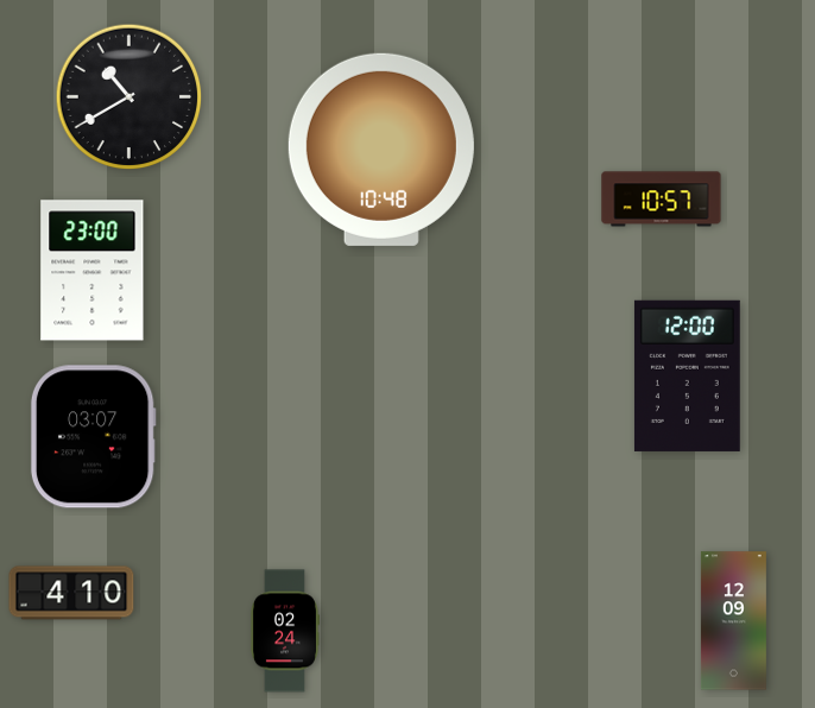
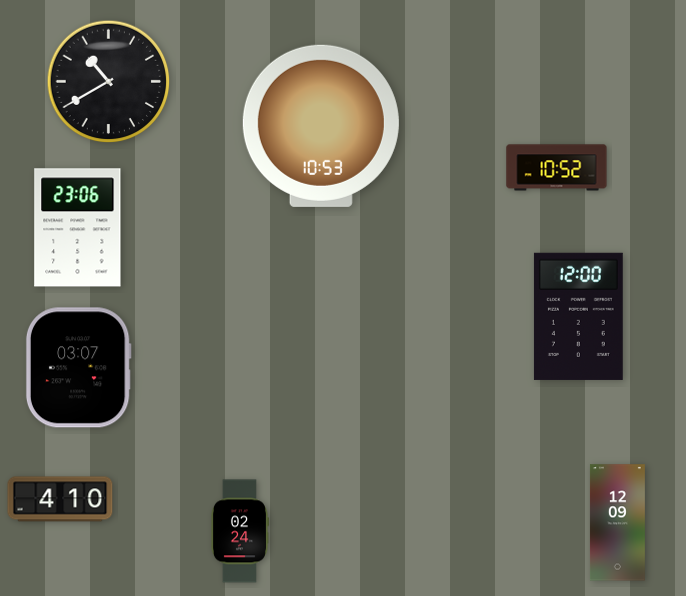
clock at (381, 150): 10:48 -> 10:53
clock at (662, 200): 10:57 -> 10:52
clock at (93, 271): 23:00 -> 23:06
